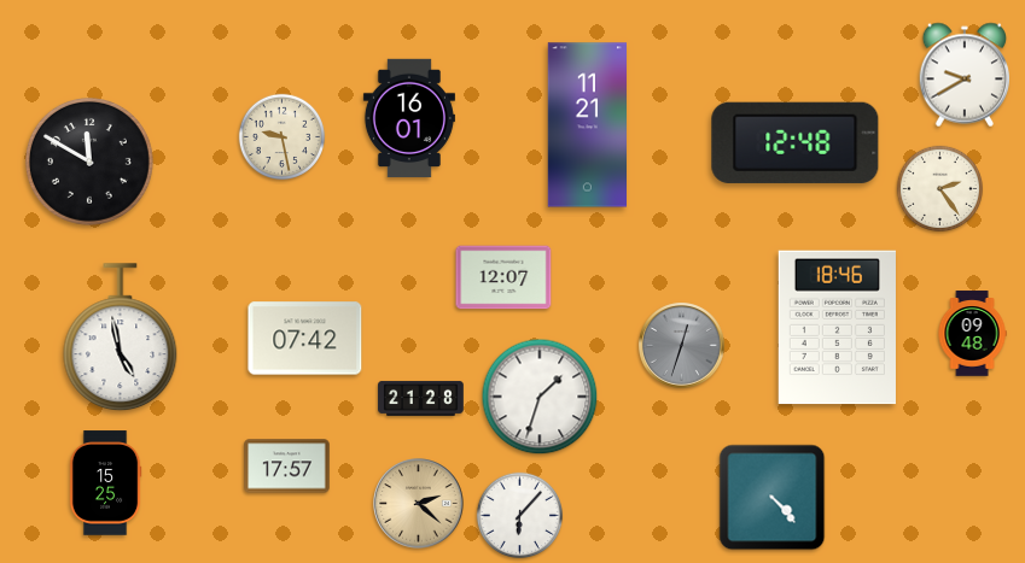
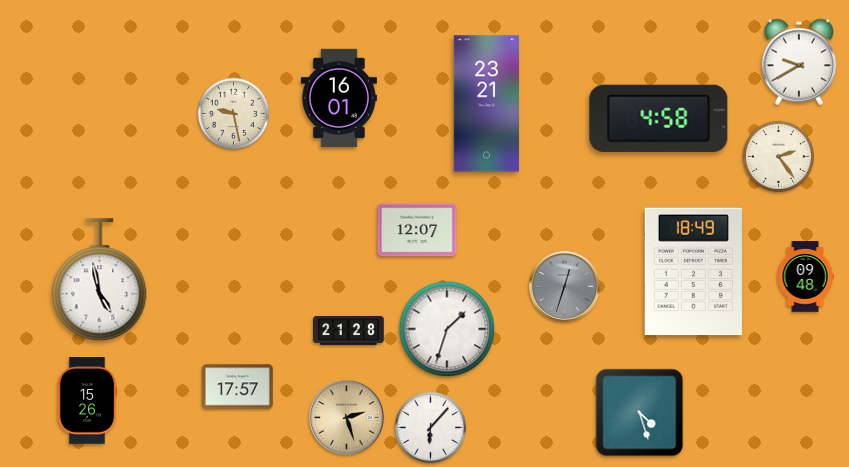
clock at (587, 125): 11:21 -> 23:21
clock at (796, 142): 12:48 -> 4:58
clock at (89, 162): 11:50 -> none
clock at (837, 328): 18:46 -> 18:49
clock at (305, 339): 07:42 -> none
clock at (105, 483): 15:25 -> 15:26
clock at (773, 498): 4:23 -> 4:27
clock at (419, 504): 2:22 -> 2:27
